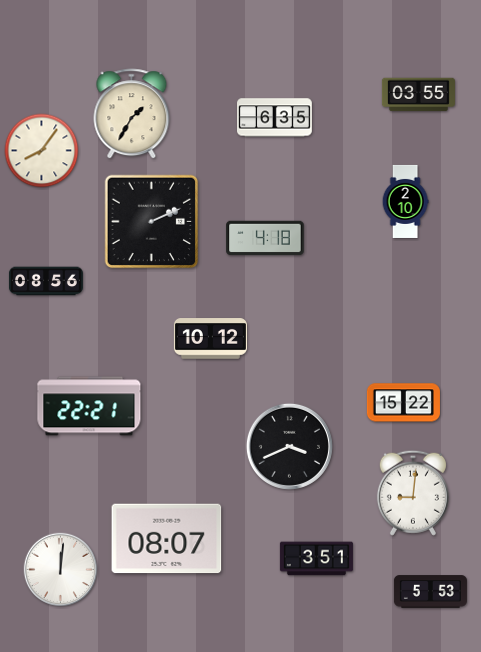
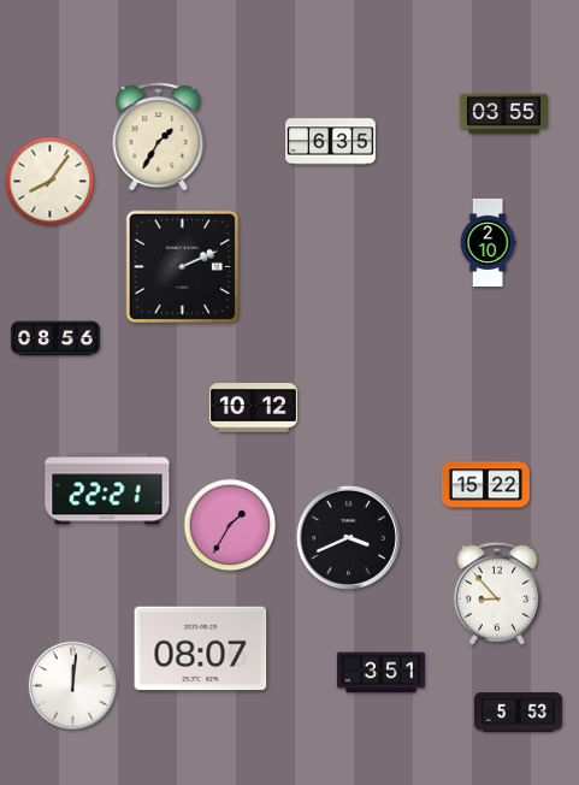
clock at (265, 238): 4:18 -> none
clock at (230, 525): none -> 1:35
clock at (413, 493): 9:01 -> 8:53
